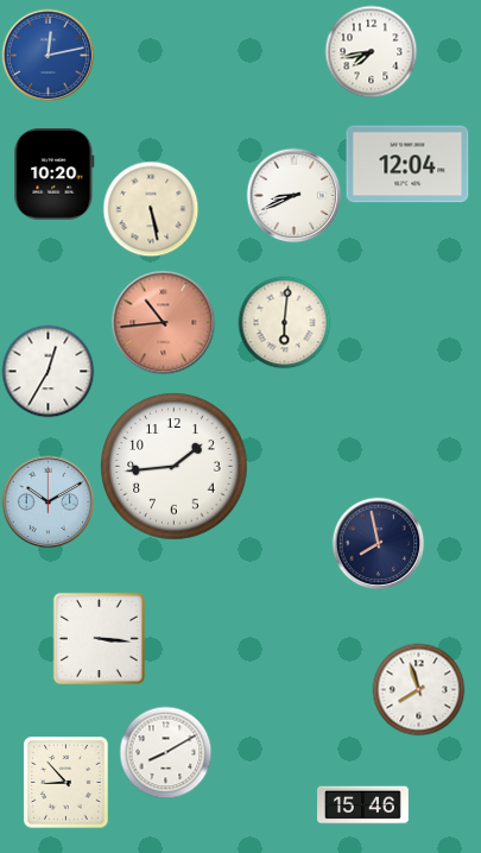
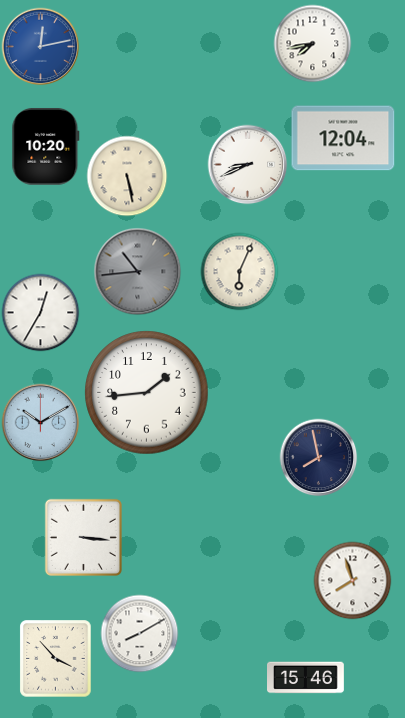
clock at (163, 322) dial: salmon -> grey
clock at (284, 322): 6:01 -> 6:04
clock at (67, 782): 8:53 -> 3:53
